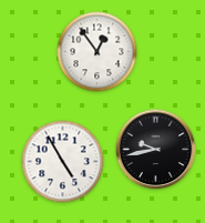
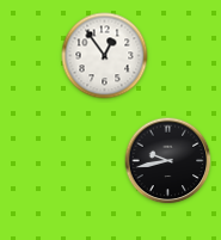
clock at (63, 162): 4:55 -> none
